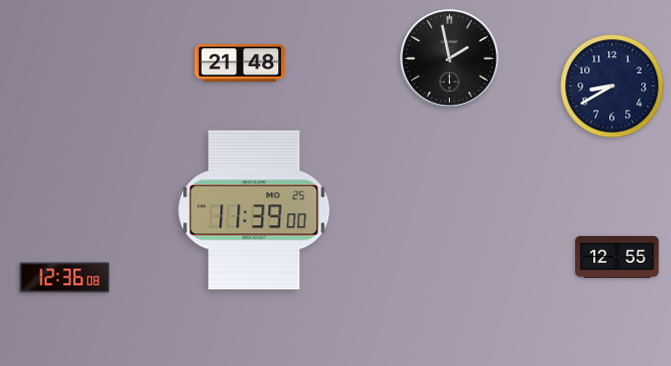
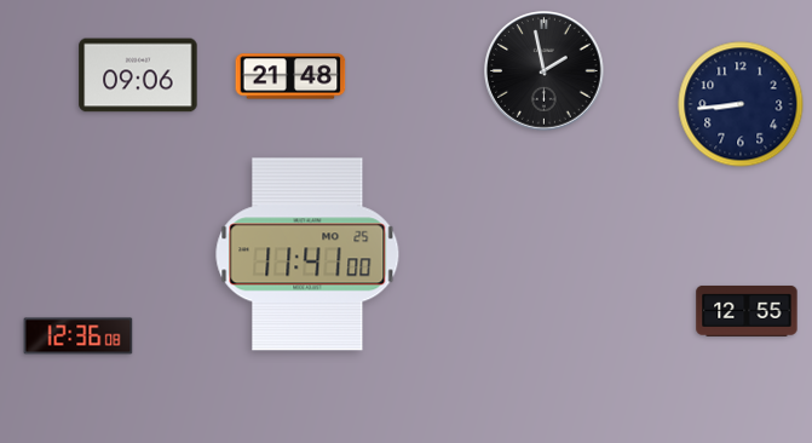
clock at (138, 75): none -> 09:06
clock at (612, 86): 8:40 -> 8:44
clock at (254, 210): 11:39 -> 11:41
